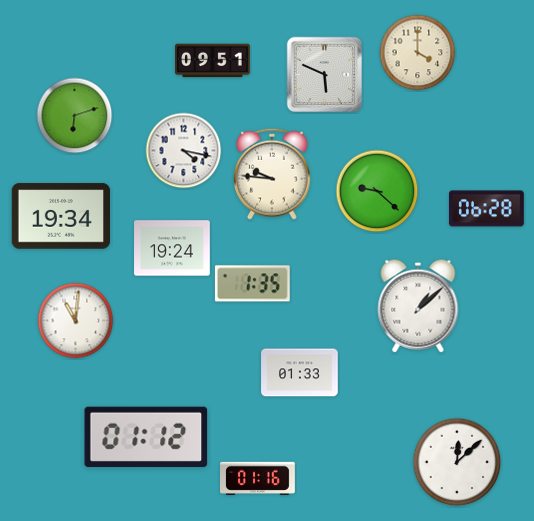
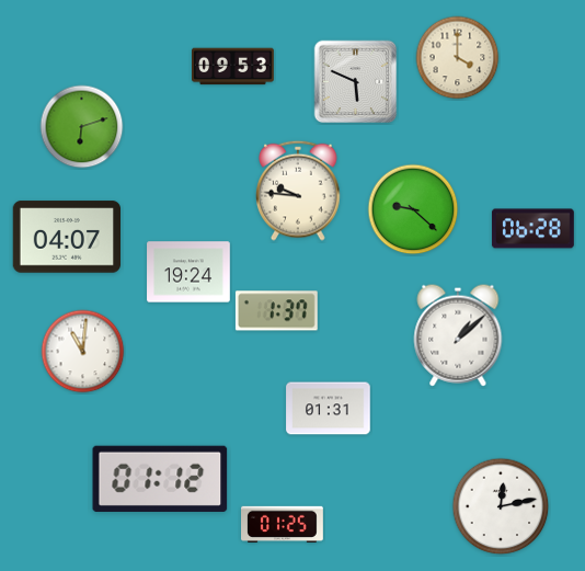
clock at (213, 61): 09:51 -> 09:53
clock at (184, 151): 4:17 -> none
clock at (60, 216): 19:34 -> 04:07
clock at (252, 284): 1:35 -> 1:37
clock at (300, 373): 01:33 -> 01:31
clock at (457, 462): 12:08 -> 12:13
clock at (258, 478): 01:16 -> 01:25
